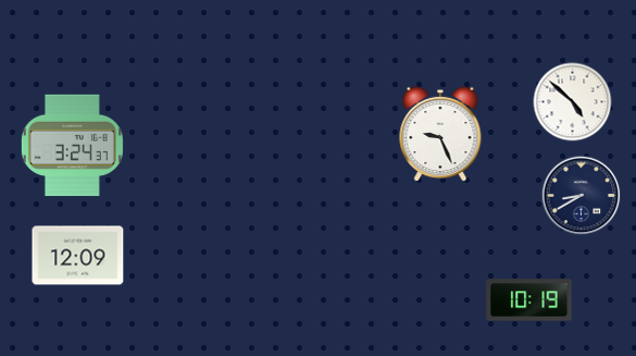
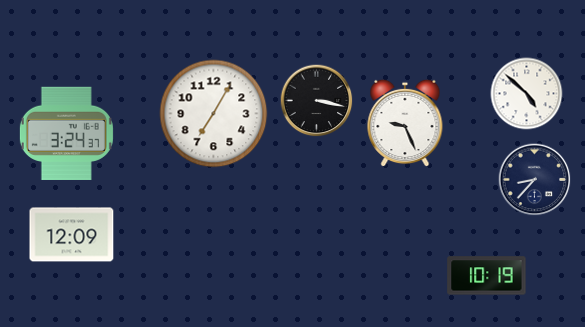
clock at (317, 101): none -> 3:17
clock at (214, 114): none -> 7:05
clock at (582, 196): 8:40 -> 8:37
